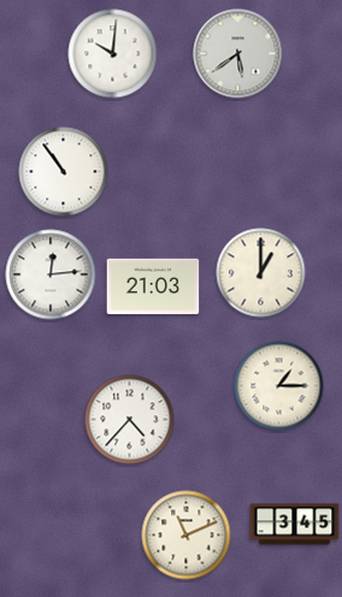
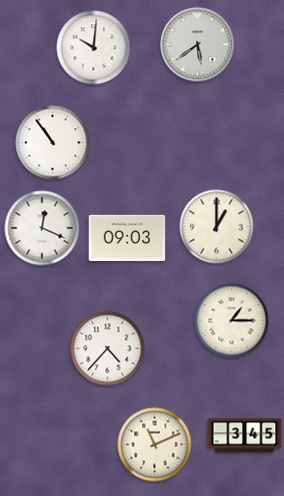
clock at (113, 54) position: (113, 54) -> (94, 48)
clock at (51, 274): 12:14 -> 12:19
clock at (153, 286): 21:03 -> 09:03
